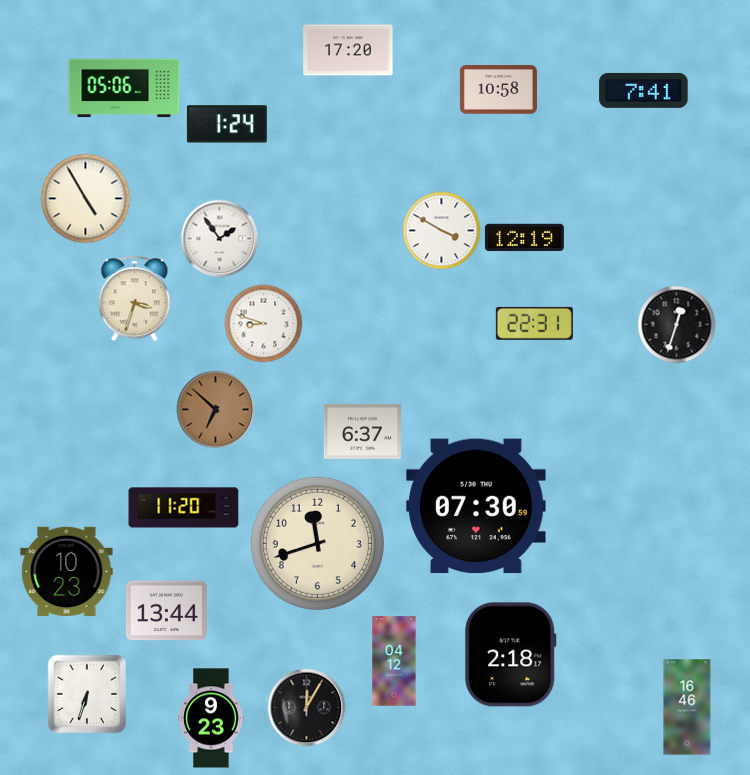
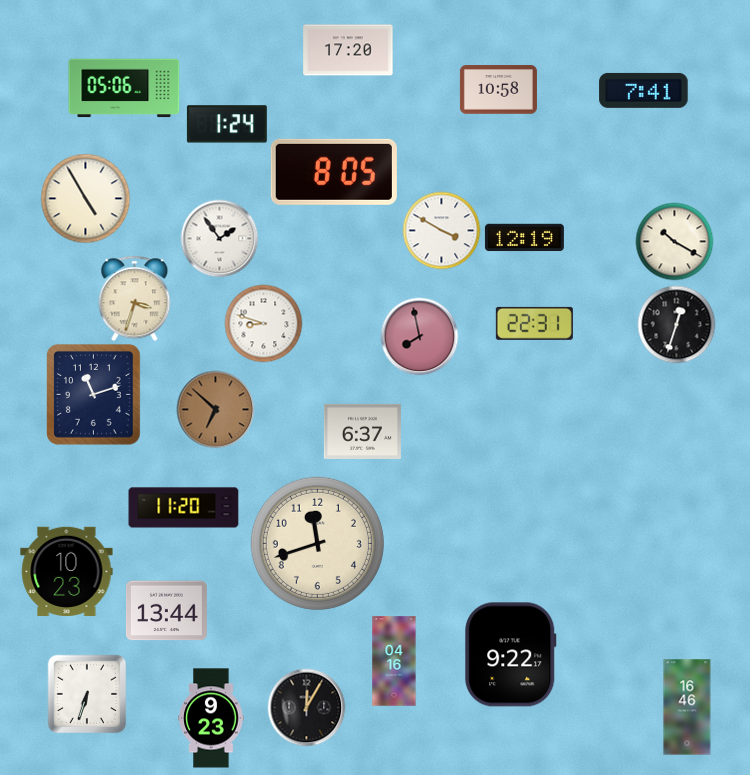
clock at (334, 172): none -> 8:05
clock at (674, 241): none -> 10:20
clock at (419, 336): none -> 7:58
clock at (94, 395): none -> 11:12
clock at (476, 506): 07:30 -> none
clock at (511, 655): 2:18 -> 9:22
clock at (394, 661): 04:12 -> 04:16
